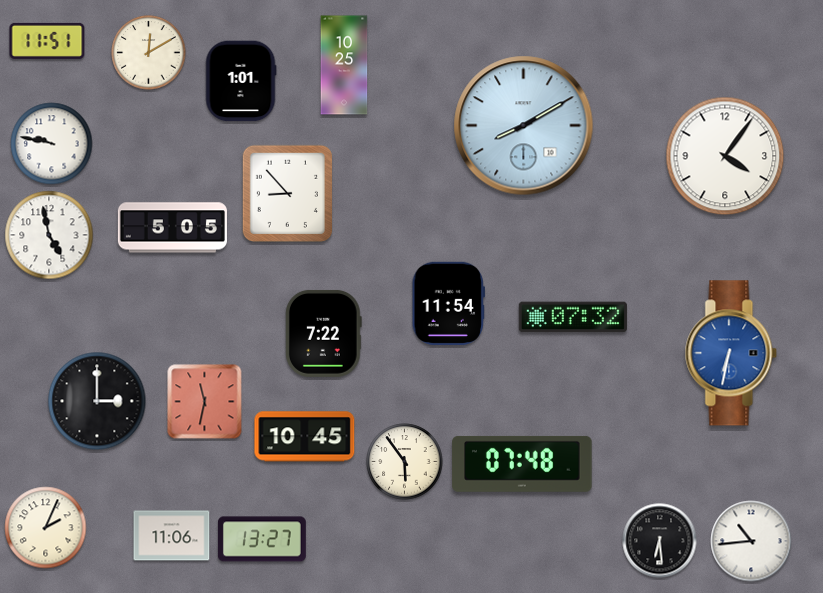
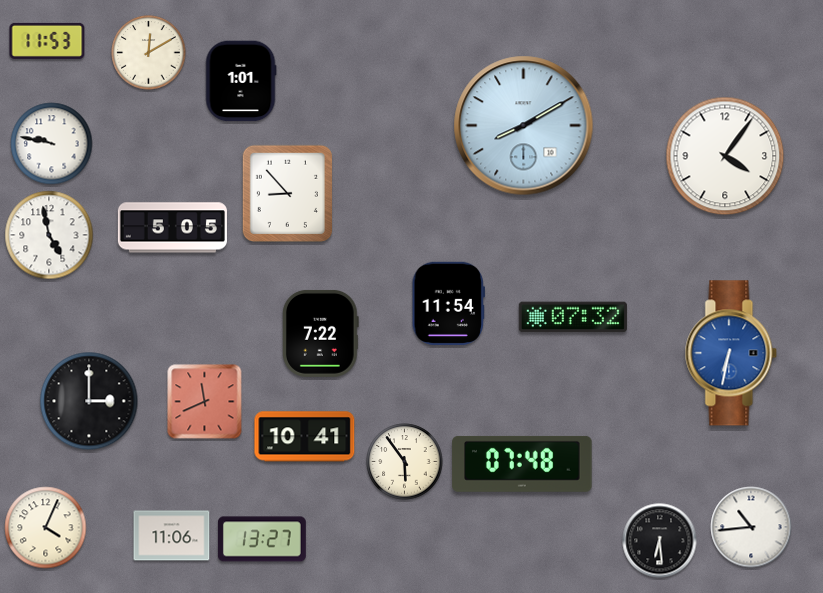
clock at (47, 41): 11:51 -> 11:53
clock at (344, 65): 10:25 -> none
clock at (323, 333) position: (323, 333) -> (320, 333)
clock at (97, 401) position: (97, 401) -> (89, 401)
clock at (205, 402): 11:32 -> 11:41
clock at (305, 437): 10:45 -> 10:41
clock at (46, 528): 2:04 -> 4:04
clock at (751, 541) position: (751, 541) -> (751, 527)
